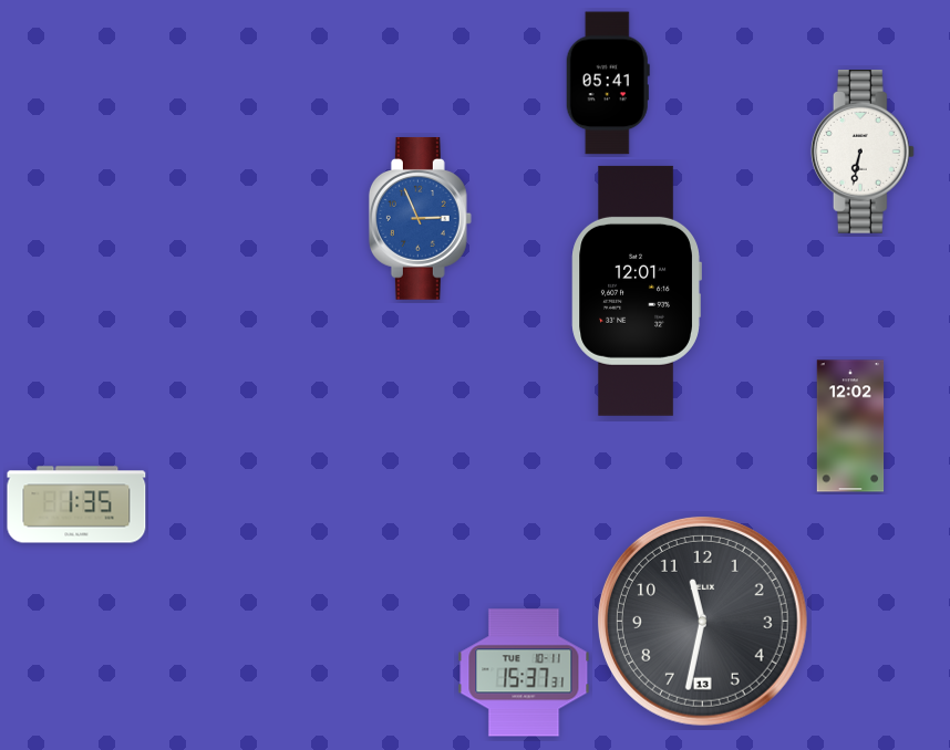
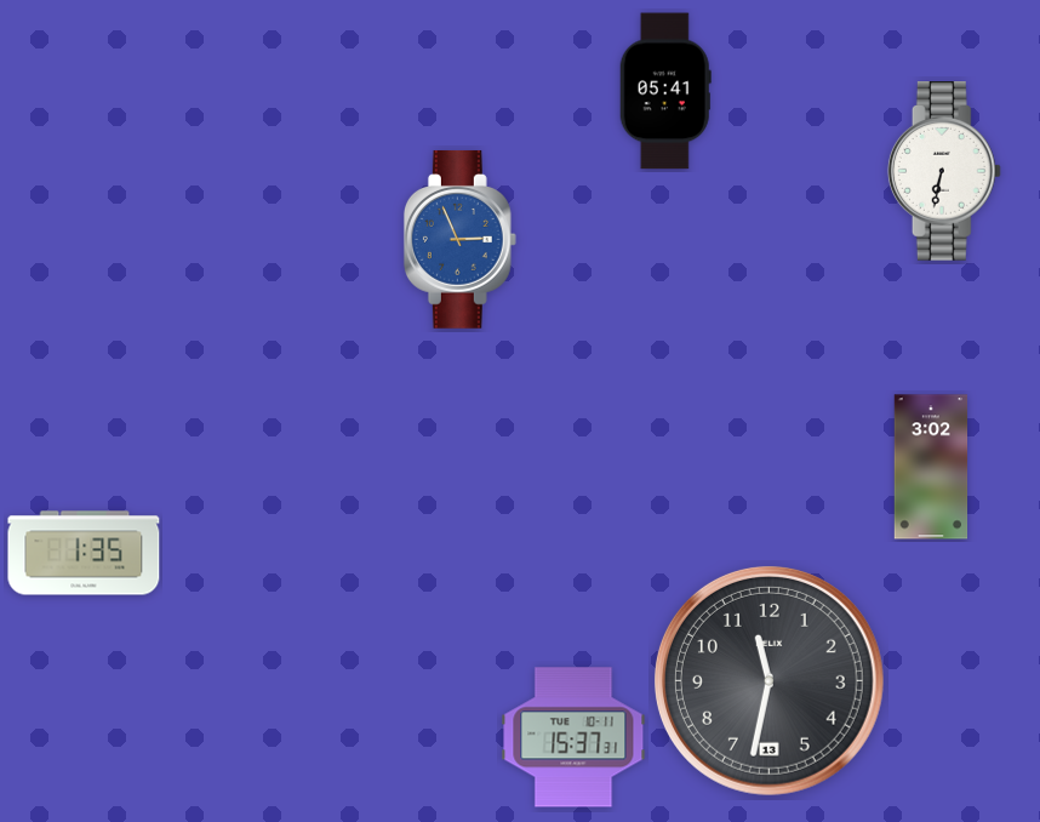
clock at (863, 153) position: (863, 153) -> (944, 172)
clock at (637, 291): 12:01 -> none
clock at (850, 426): 12:02 -> 3:02
